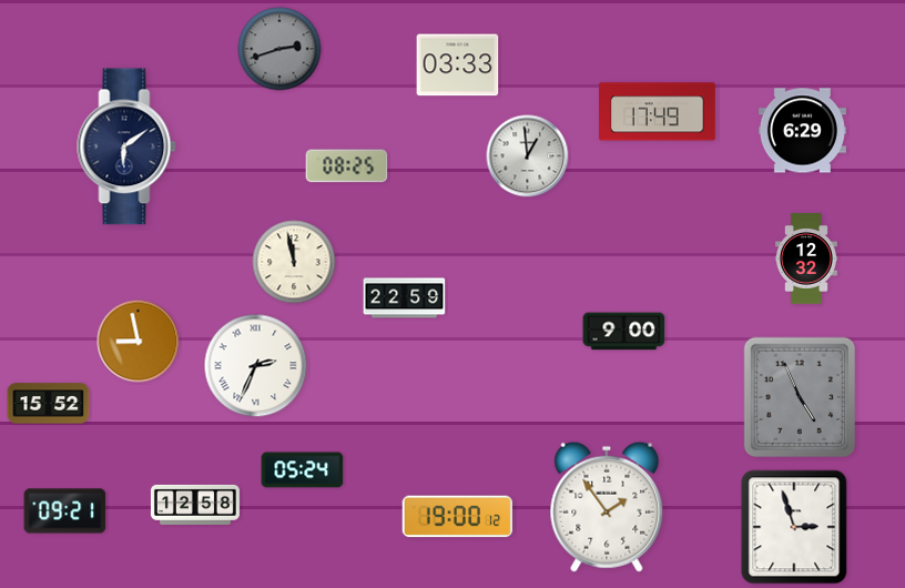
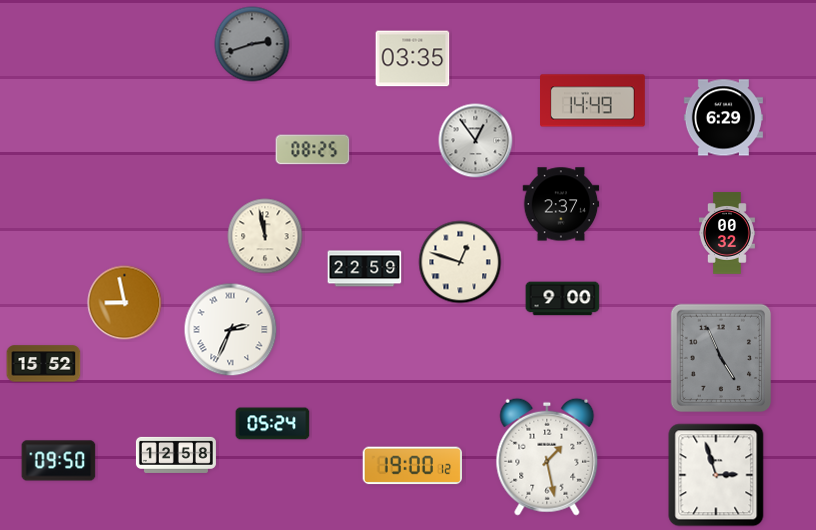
clock at (458, 65): 03:33 -> 03:35
clock at (658, 112): 17:49 -> 14:49
clock at (126, 146): 6:09 -> none
clock at (528, 156): 12:59 -> 12:54
clock at (561, 204): none -> 2:37
clock at (806, 258): 12:32 -> 00:32
clock at (460, 262): none -> 12:48
clock at (139, 342) position: (139, 342) -> (125, 303)
clock at (607, 507): 1:54 -> 1:28
clock at (65, 511): 09:21 -> 09:50
